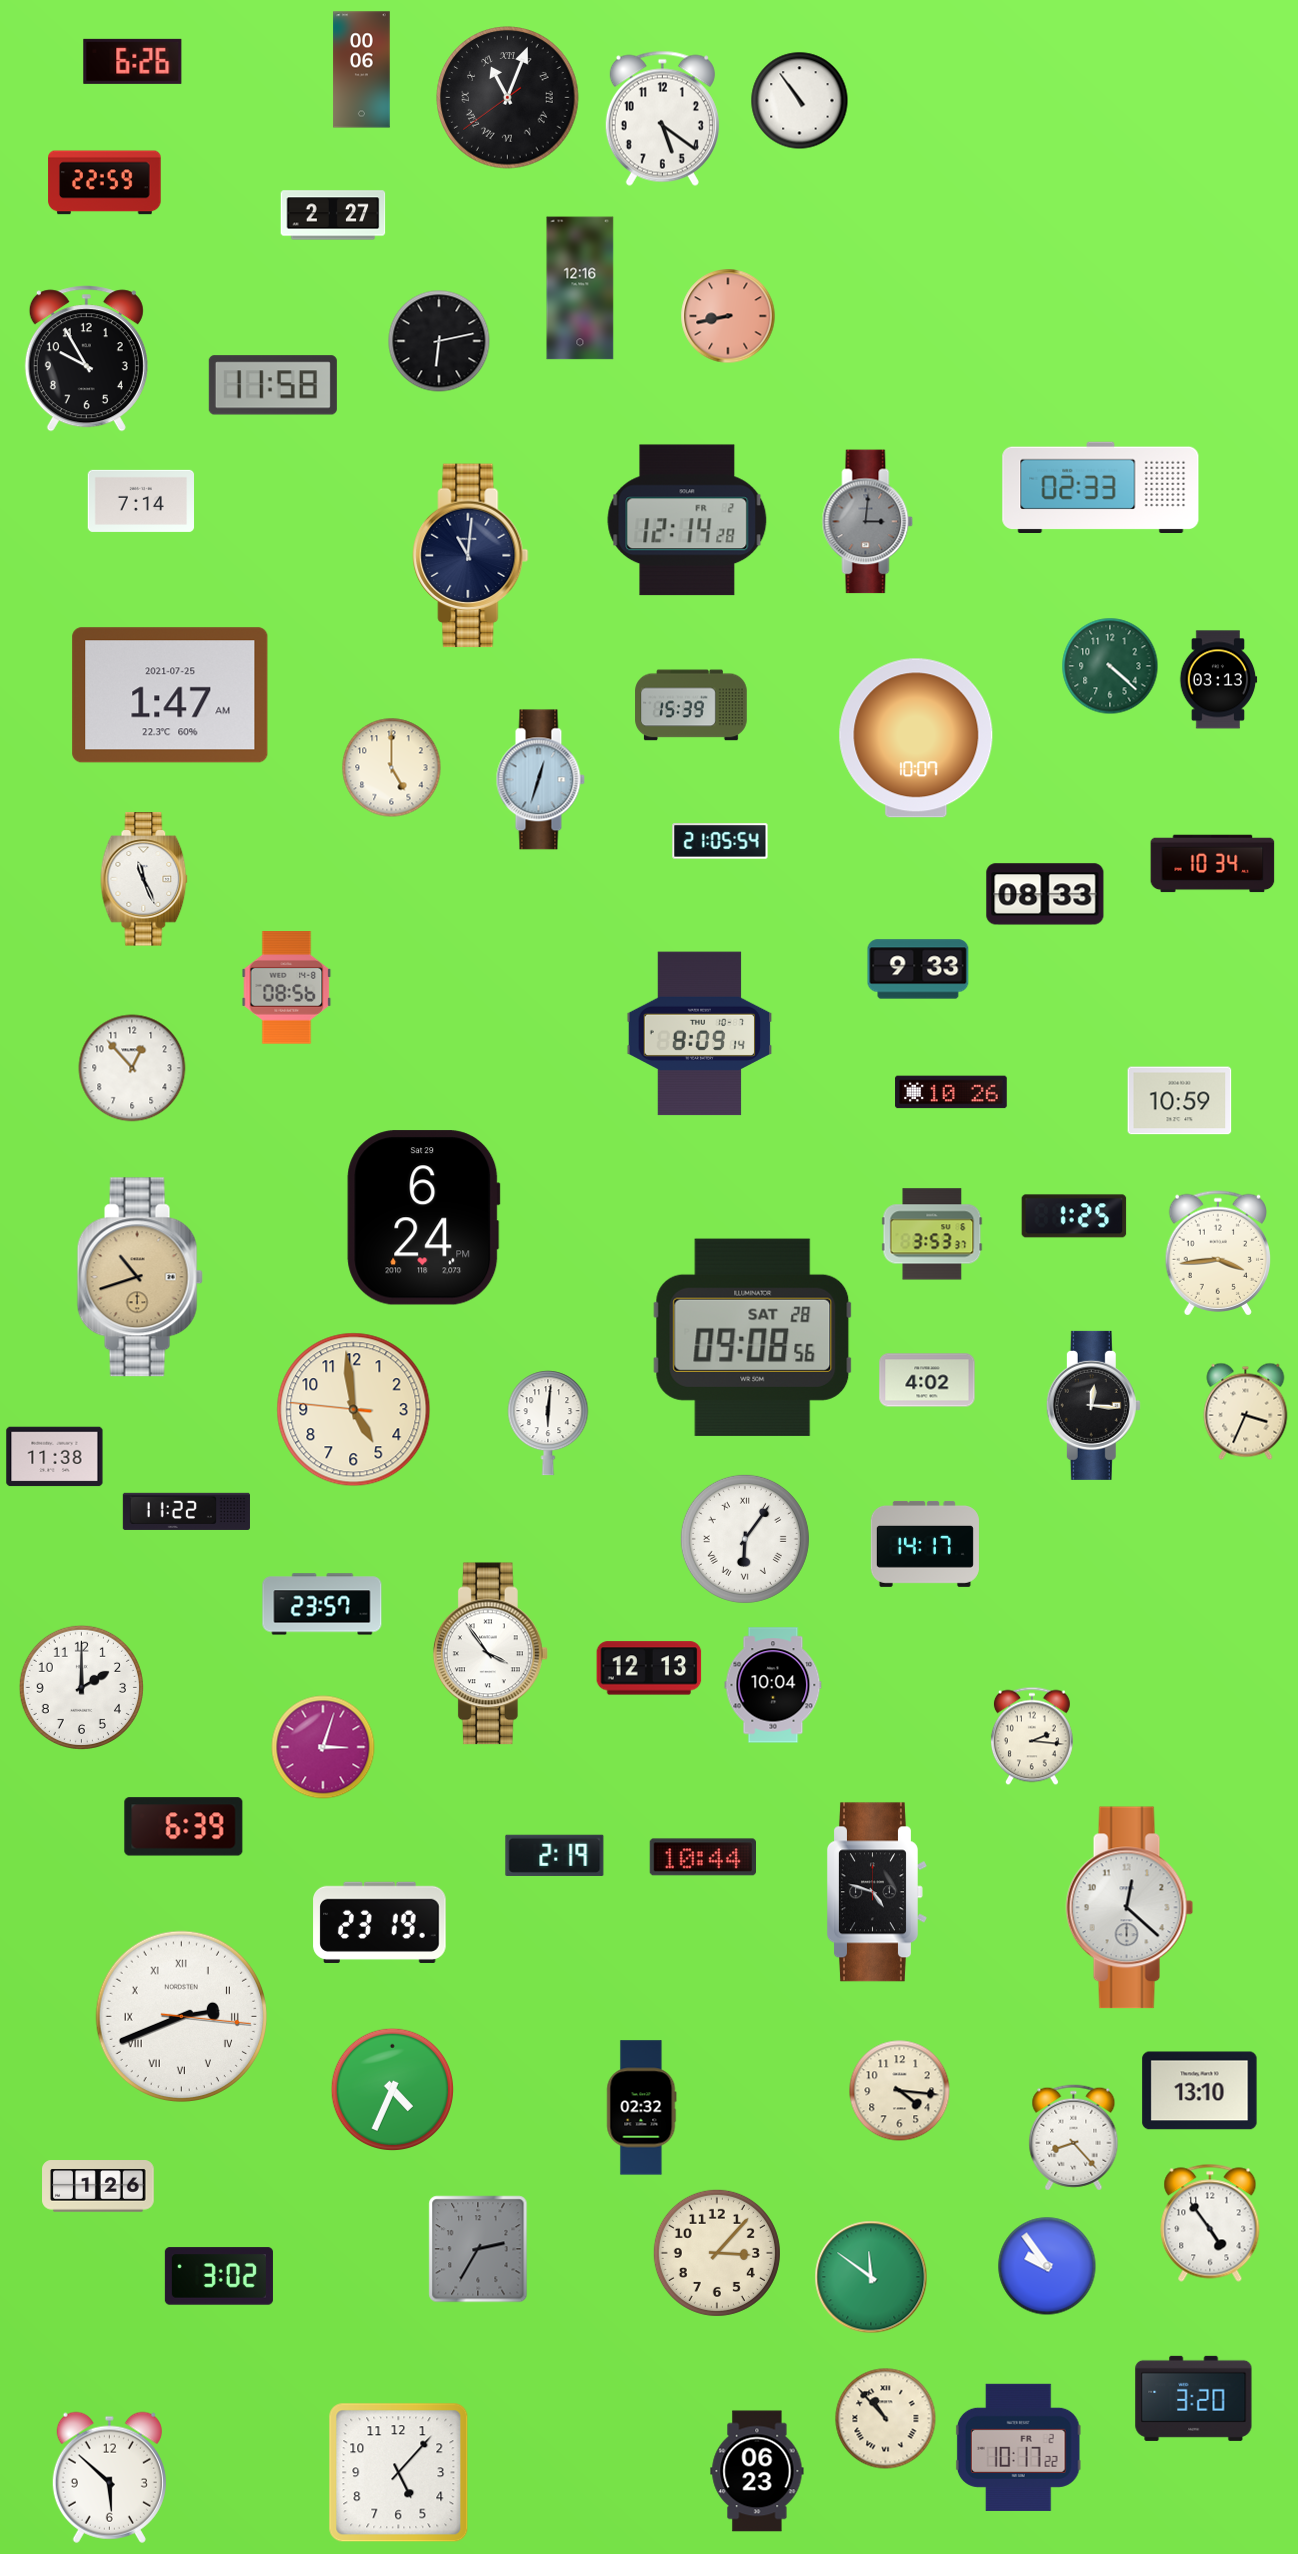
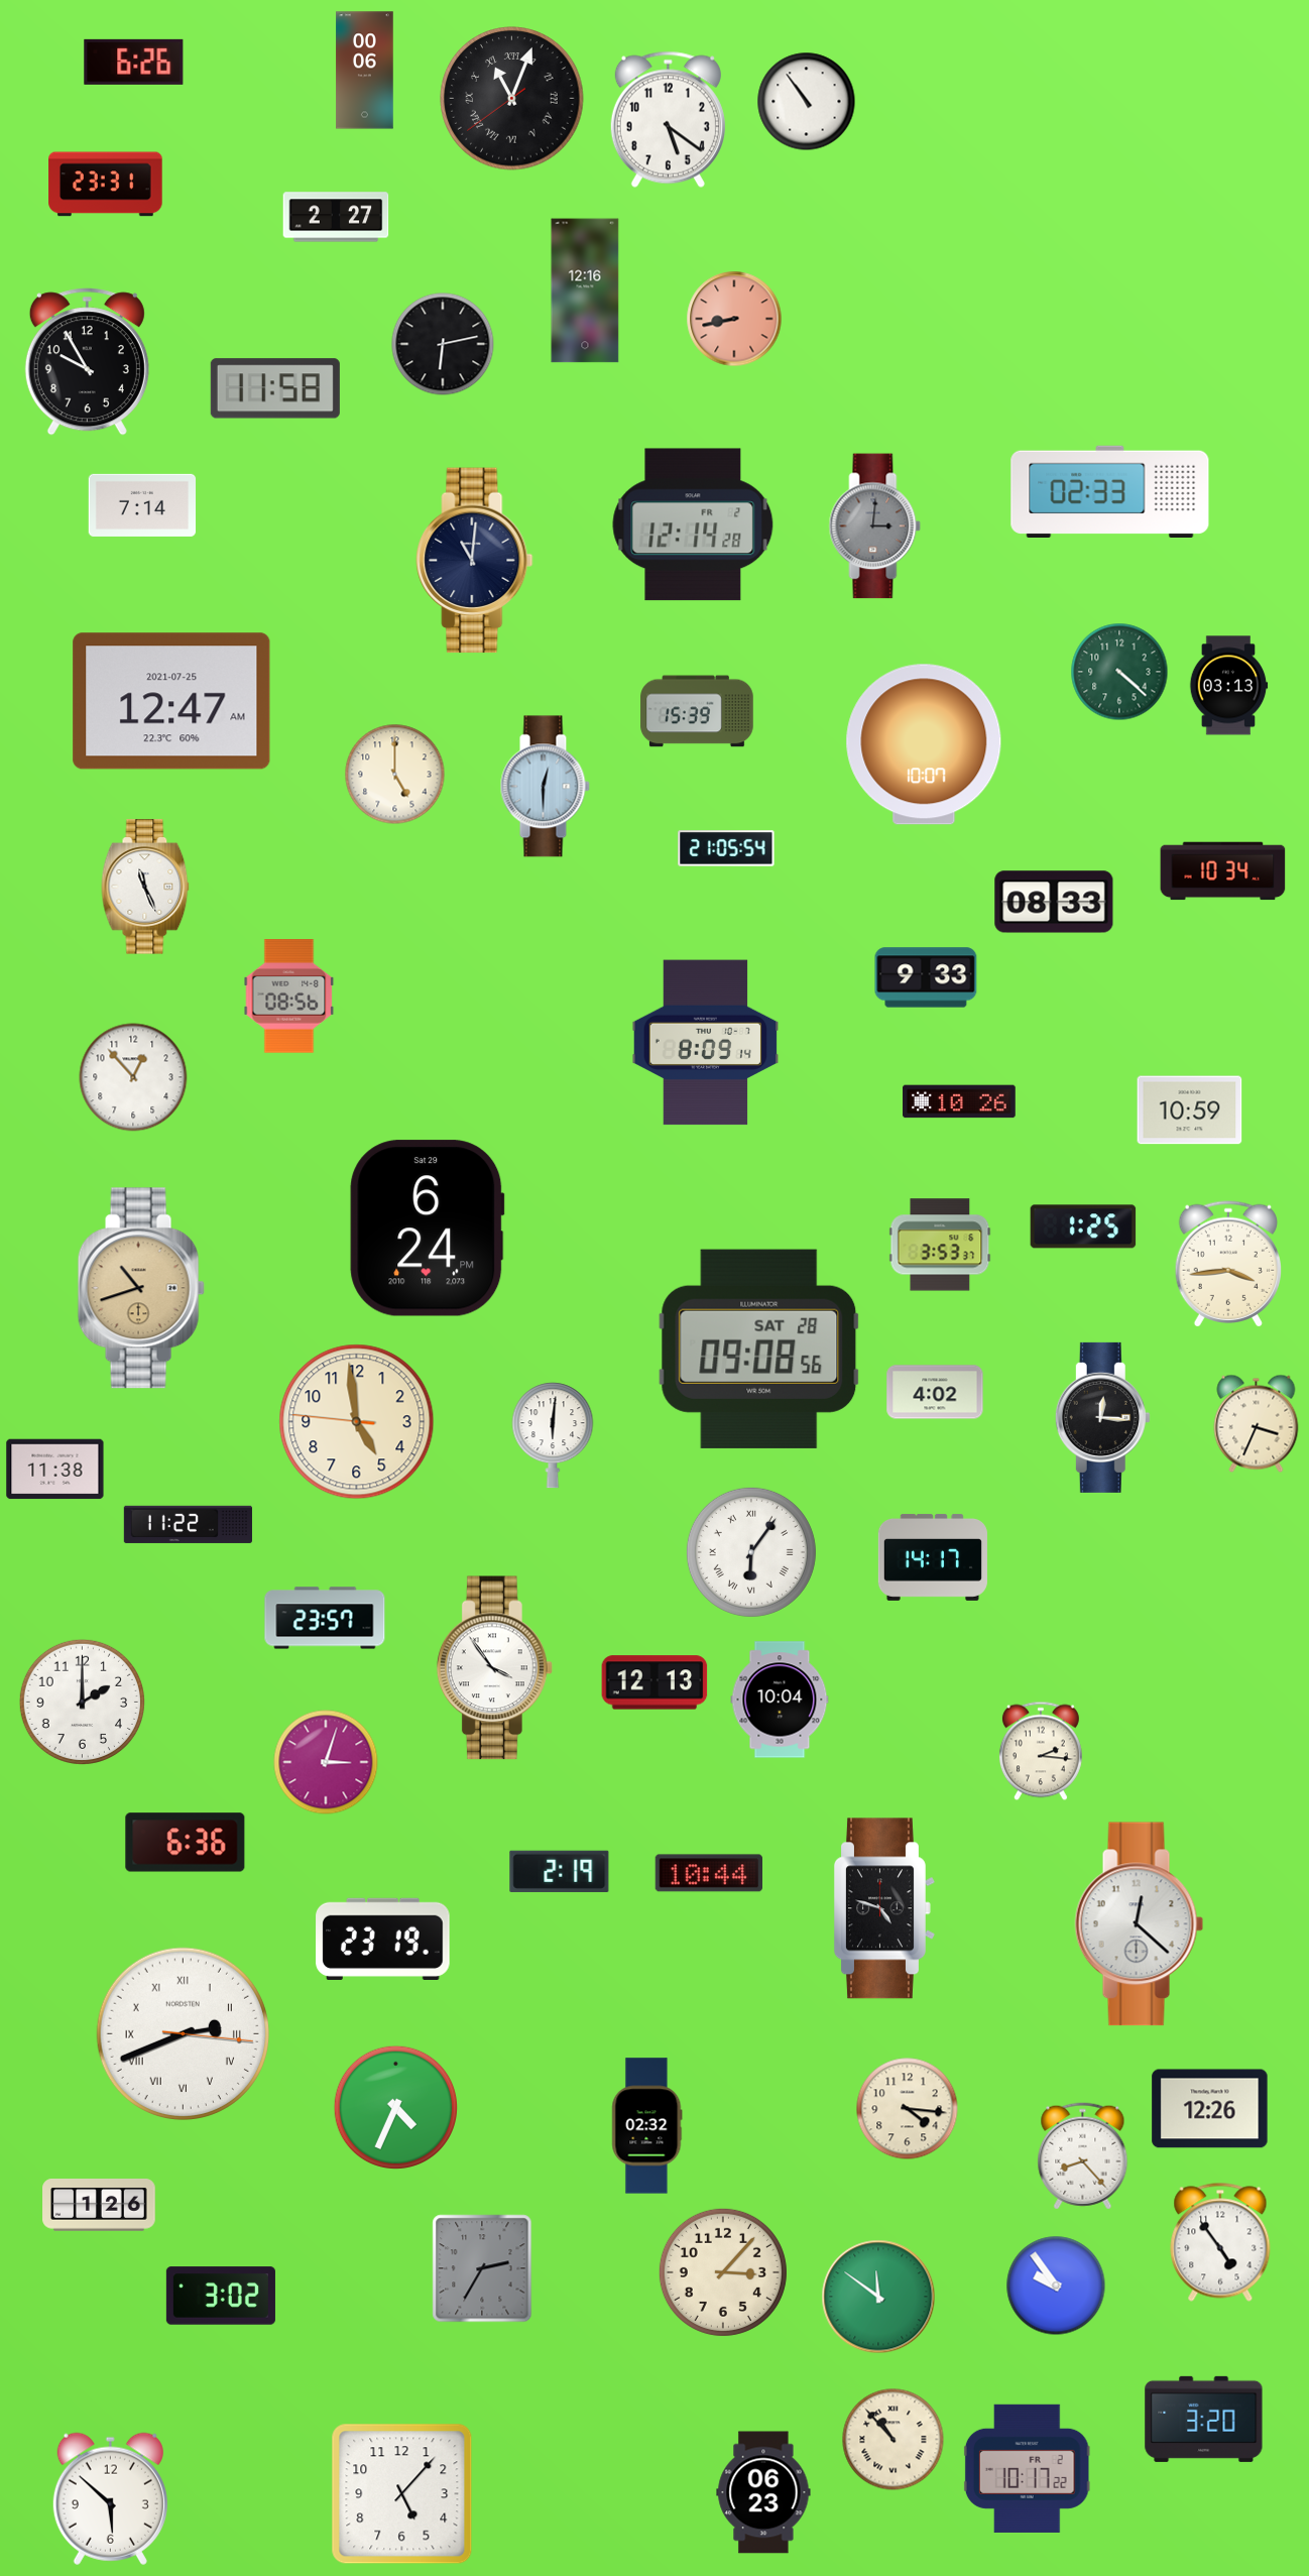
clock at (105, 183): 22:59 -> 23:31
clock at (170, 695): 1:47 -> 12:47
clock at (540, 780): 12:33 -> 12:30
clock at (184, 1827): 6:39 -> 6:36
clock at (1200, 2091): 13:10 -> 12:26
